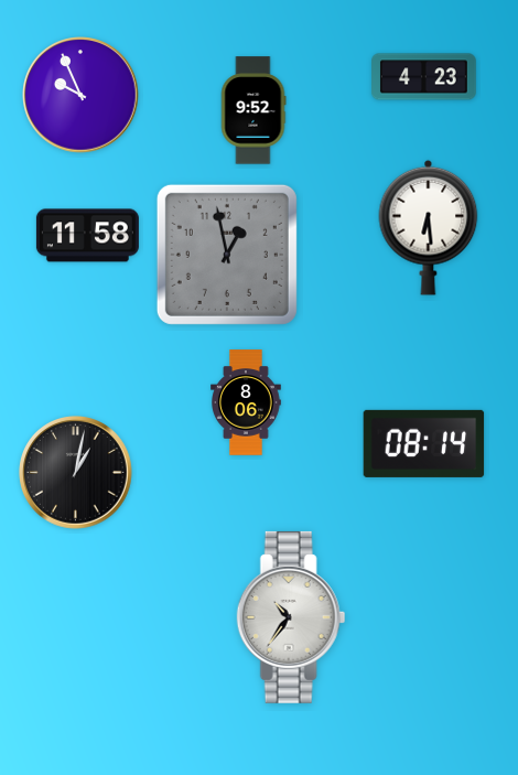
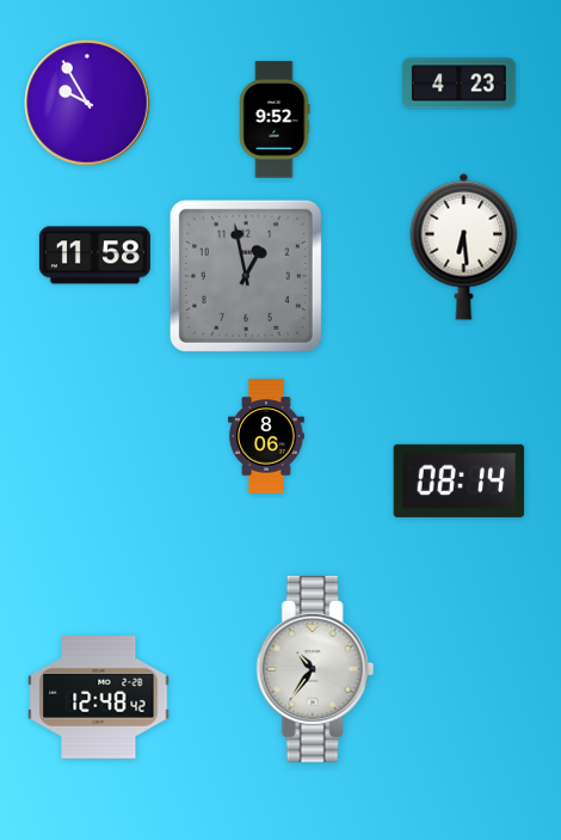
clock at (80, 95): 9:56 -> 9:55
clock at (76, 473): 1:02 -> none
clock at (99, 698): none -> 12:48
